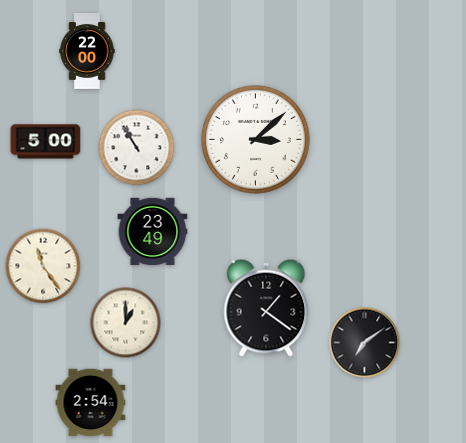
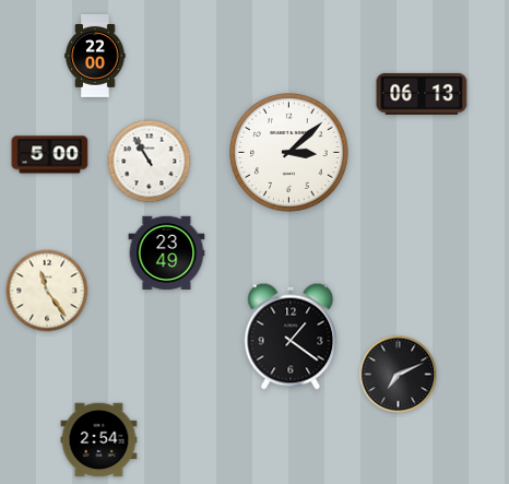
clock at (422, 94): none -> 06:13
clock at (256, 140) position: (256, 140) -> (289, 153)
clock at (126, 323): 1:00 -> none
clock at (365, 343): 7:09 -> 7:11
